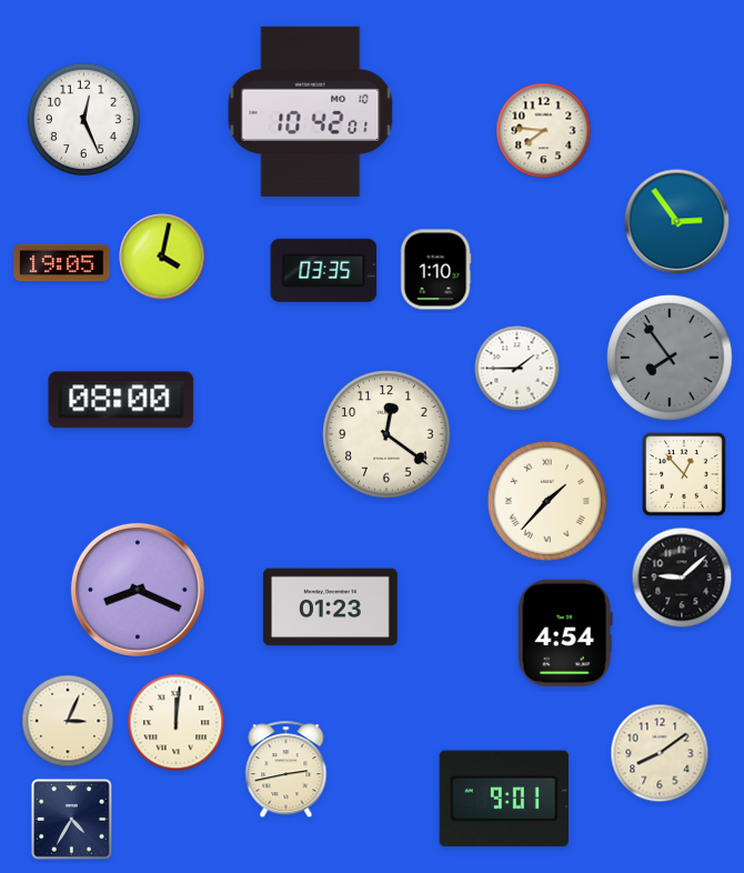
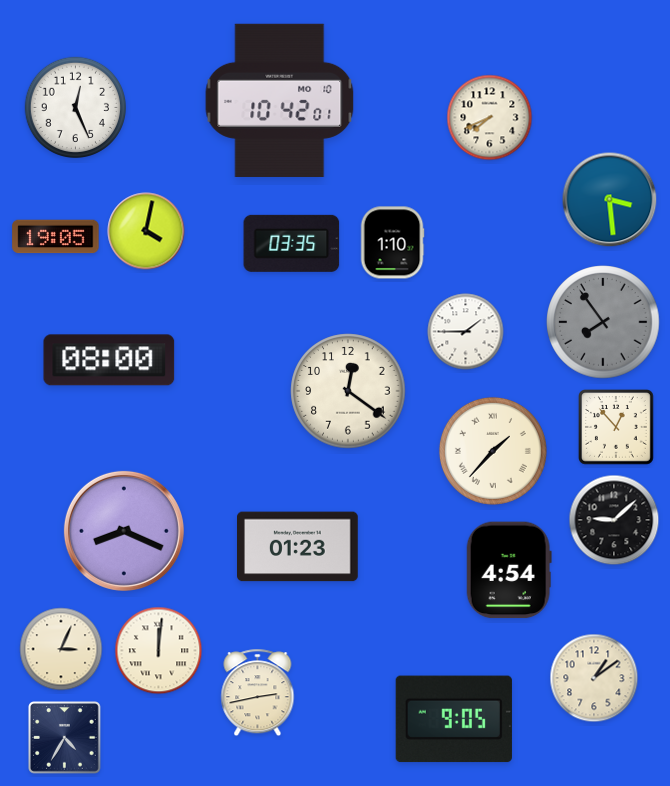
clock at (544, 131): 7:46 -> 7:41
clock at (677, 222): 2:54 -> 3:29
clock at (660, 753): 8:09 -> 1:09
clock at (504, 799): 9:01 -> 9:05
